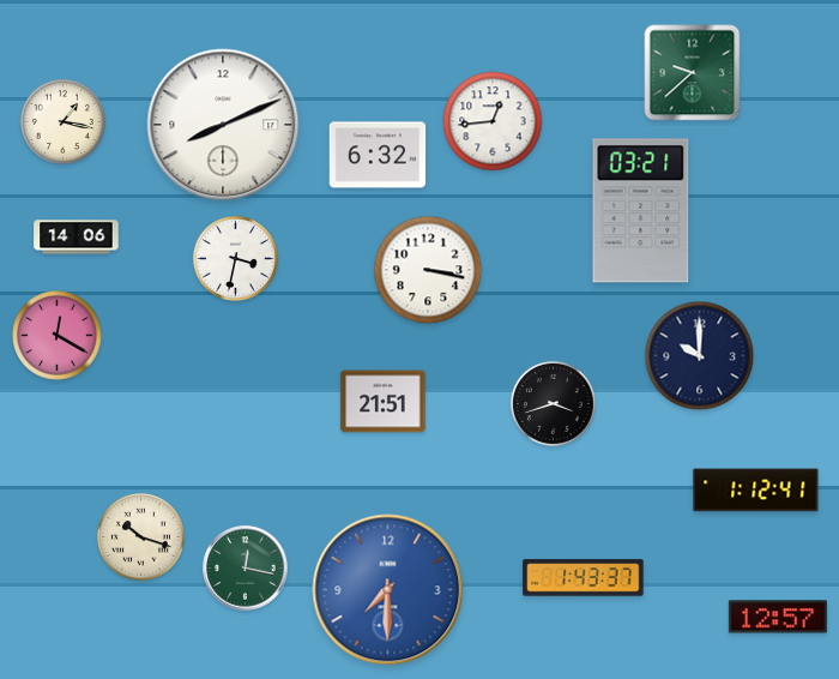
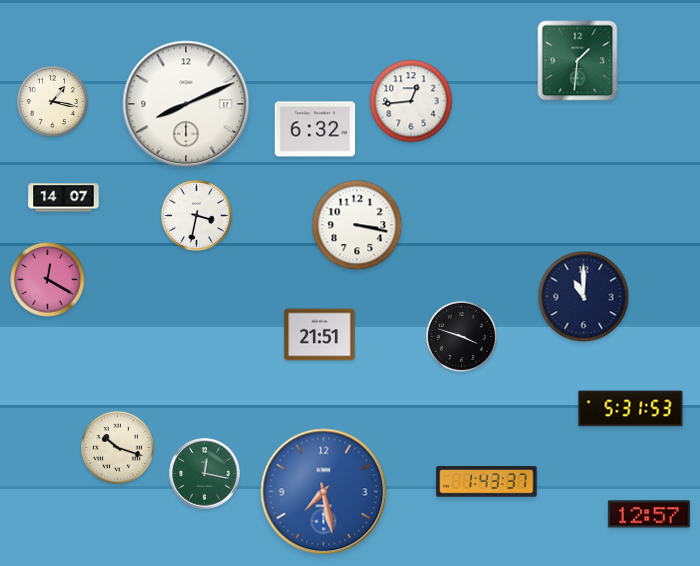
clock at (693, 73): 9:38 -> 1:31
clock at (641, 211): 03:21 -> none
clock at (77, 238): 14:06 -> 14:07
clock at (700, 356): 10:00 -> 11:00
clock at (553, 403): 3:42 -> 3:48
clock at (756, 491): 1:12 -> 5:31
clock at (388, 590): 7:30 -> 7:28
